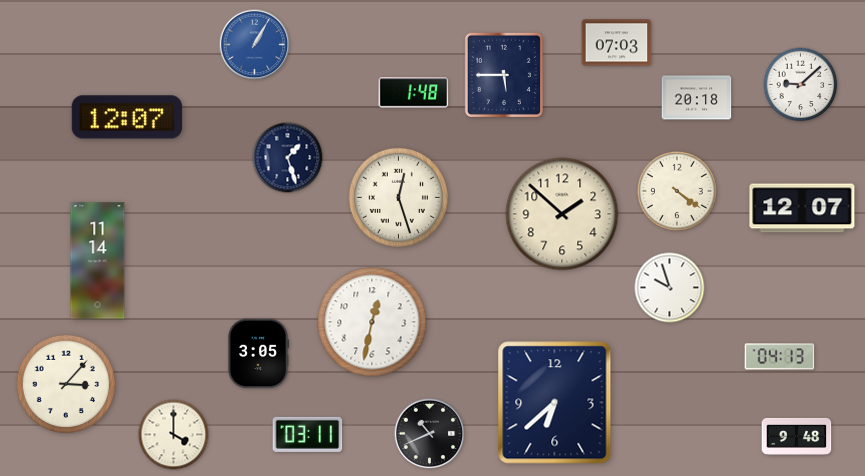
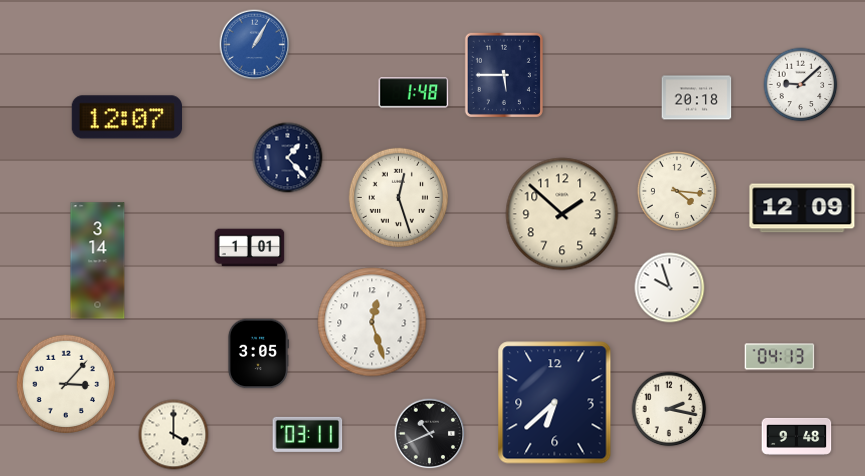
clock at (617, 43): 07:03 -> none
clock at (288, 158): 1:27 -> 1:23
clock at (677, 191): 4:21 -> 4:16
clock at (802, 208): 12:07 -> 12:09
clock at (250, 248): none -> 1:01
clock at (98, 261): 11:14 -> 3:14
clock at (372, 322): 12:32 -> 12:27
clock at (669, 409): none -> 2:17
